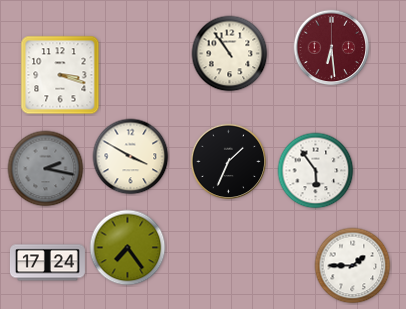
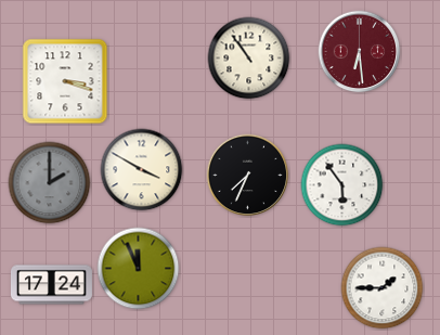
clock at (229, 162): 1:34 -> 7:34
clock at (46, 169): 2:17 -> 2:00
clock at (128, 248): 7:24 -> 11:56
